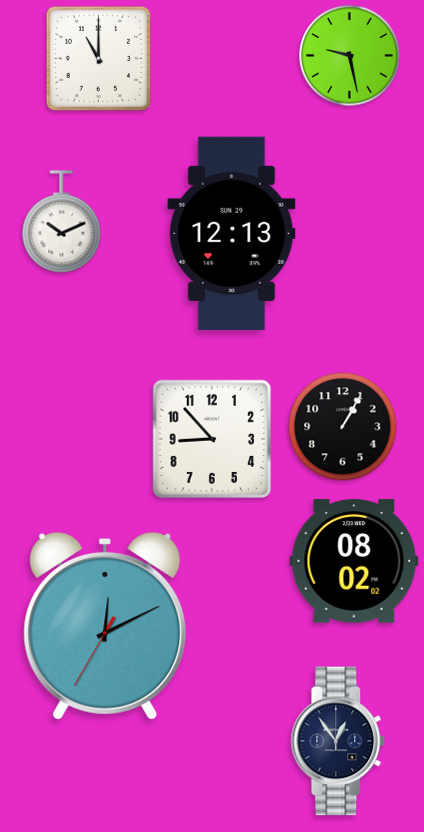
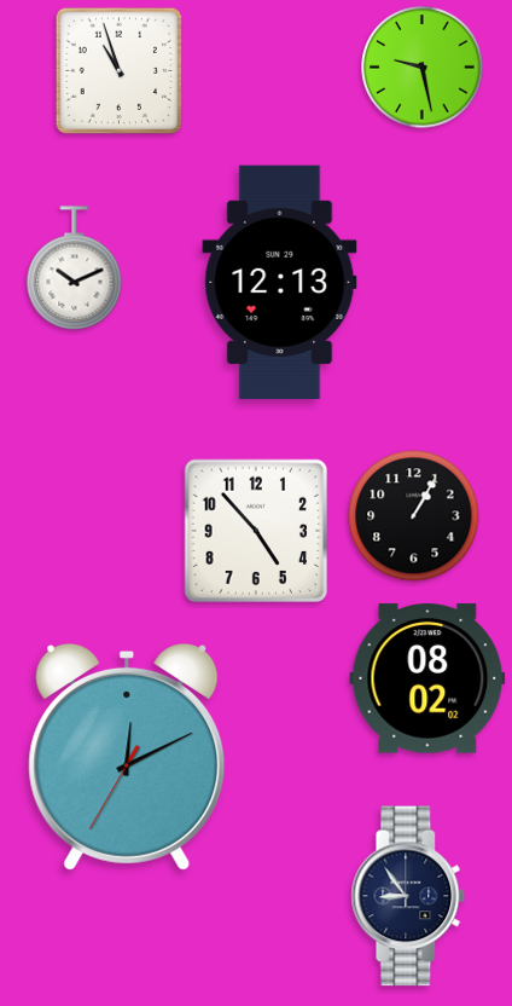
clock at (98, 58): 11:00 -> 10:57
clock at (212, 439): 8:53 -> 4:53
clock at (338, 741): 12:54 -> 8:54
